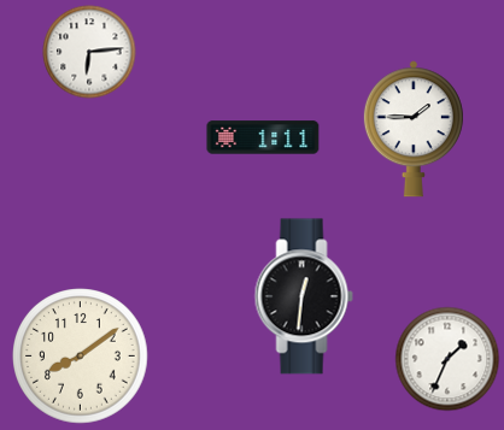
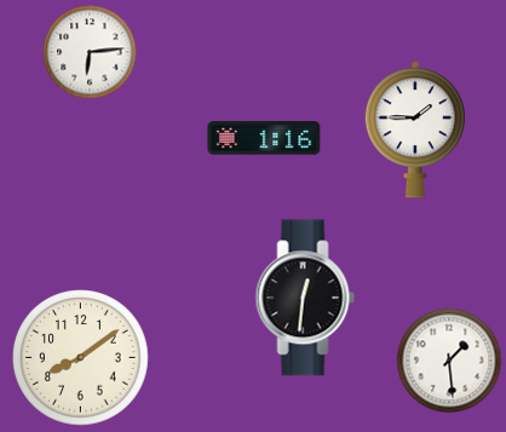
clock at (263, 137): 1:11 -> 1:16
clock at (447, 359): 1:34 -> 1:29
